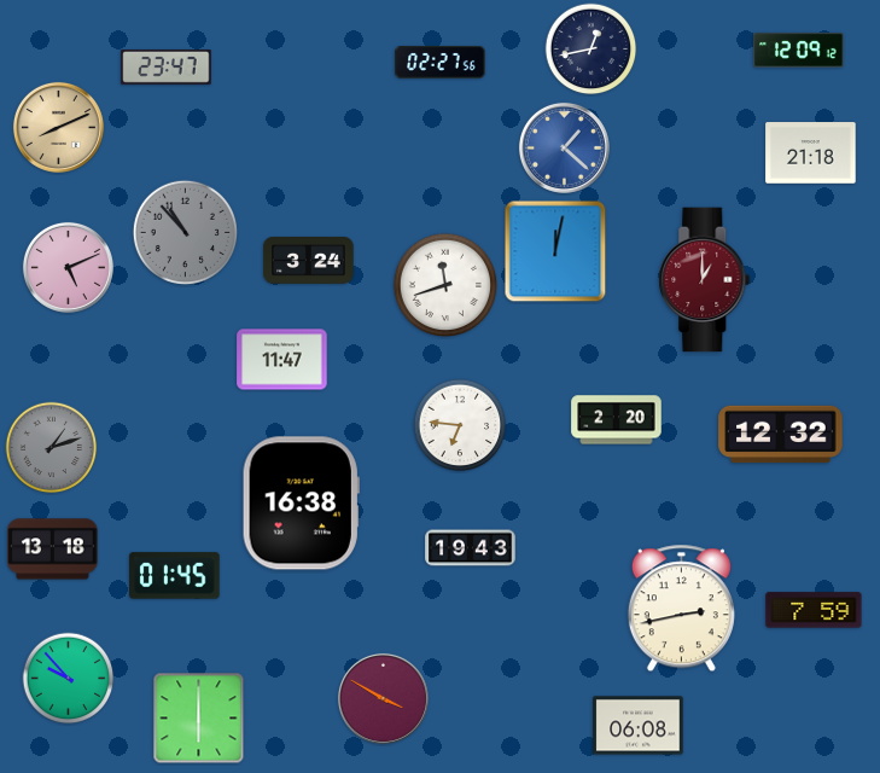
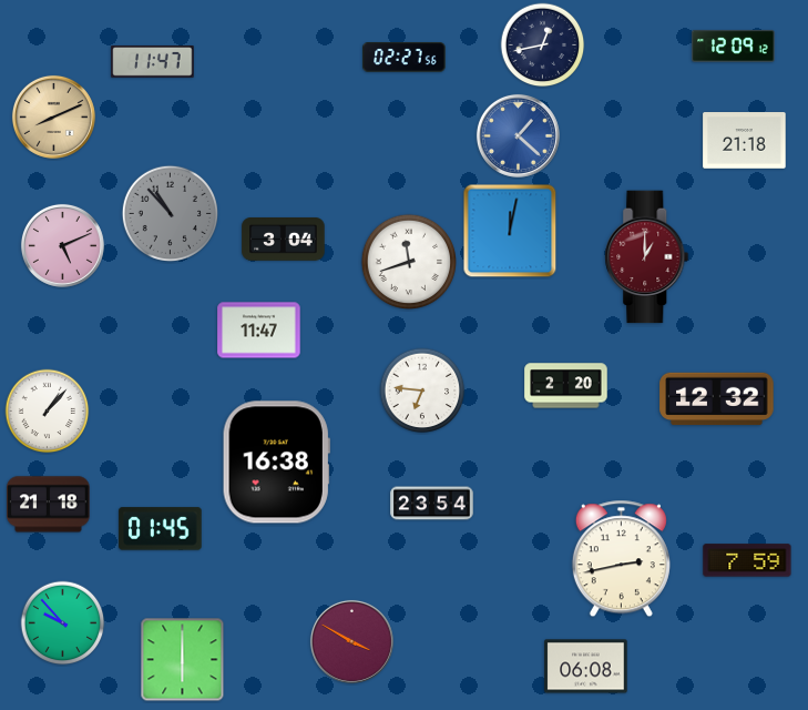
clock at (167, 68): 23:47 -> 11:47
clock at (309, 261): 3:24 -> 3:04
clock at (52, 448): 1:12 -> 1:07
clock at (52, 448) dial: grey -> white
clock at (471, 548): 19:43 -> 23:54
clock at (53, 550): 13:18 -> 21:18
clock at (681, 609) position: (681, 609) -> (621, 559)
